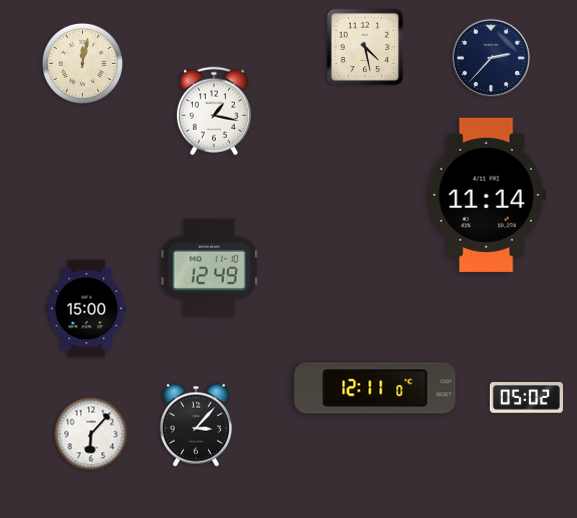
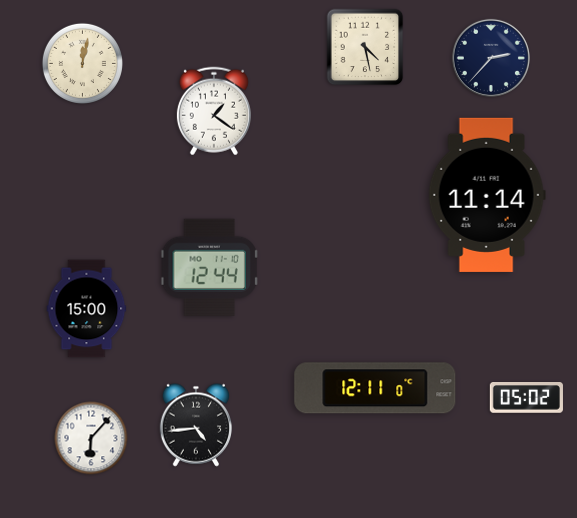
clock at (214, 111): 1:17 -> 1:21
clock at (210, 267): 12:49 -> 12:44
clock at (195, 425): 3:07 -> 4:44
clock at (91, 434) position: (91, 434) -> (91, 438)
